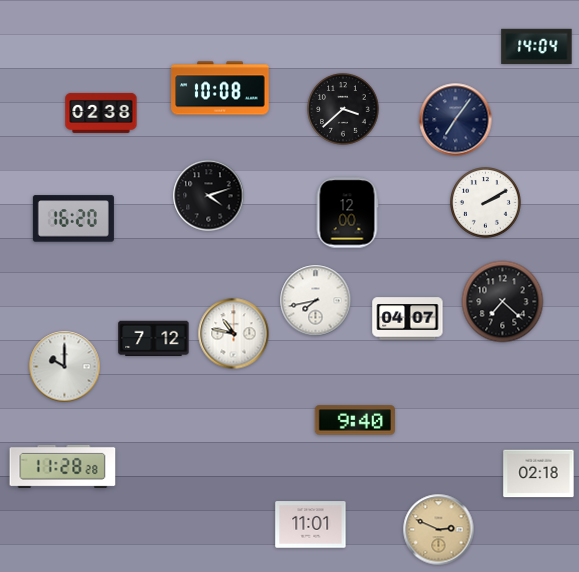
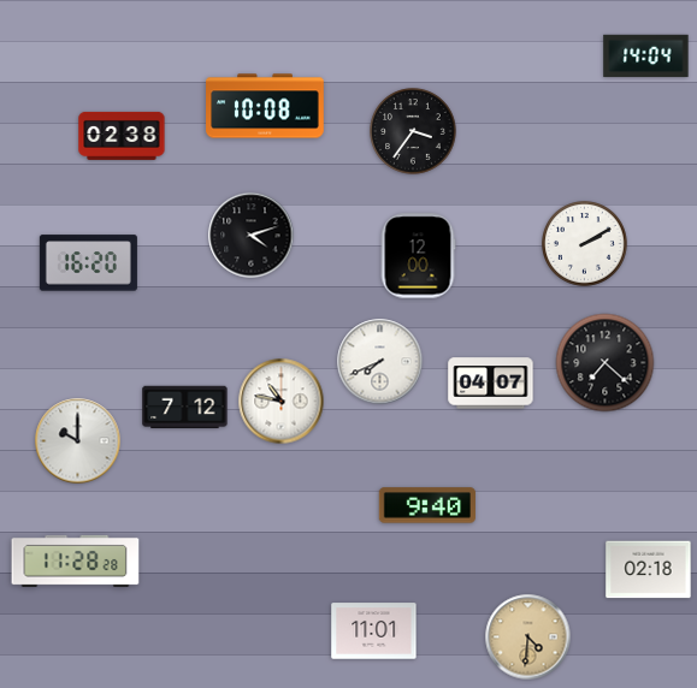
clock at (343, 109): 3:38 -> 3:36
clock at (456, 120): 7:06 -> none
clock at (316, 301): 7:43 -> 7:41
clock at (439, 530): 2:49 -> 4:31
